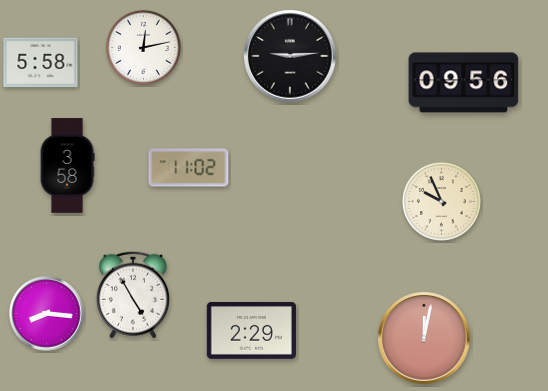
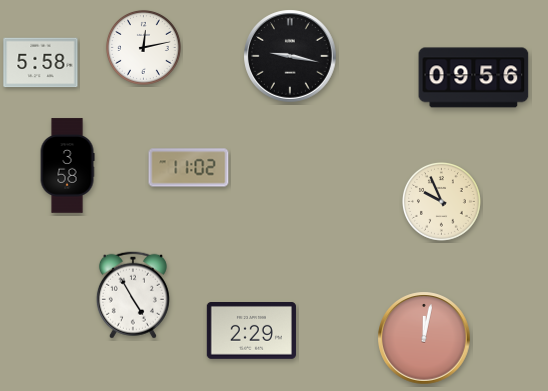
clock at (290, 56): 9:14 -> 9:17
clock at (464, 83) position: (464, 83) -> (474, 78)
clock at (47, 314): 8:16 -> none
